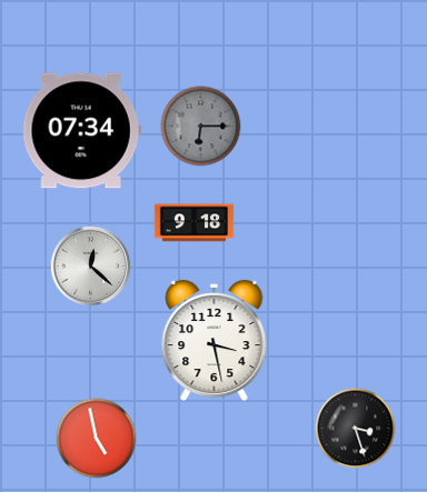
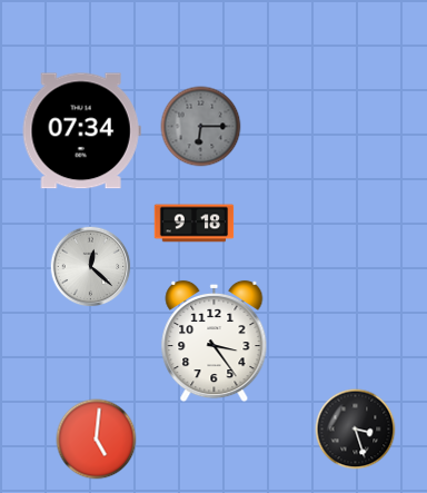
clock at (215, 341): 3:28 -> 3:24
clock at (97, 439): 4:58 -> 5:01
